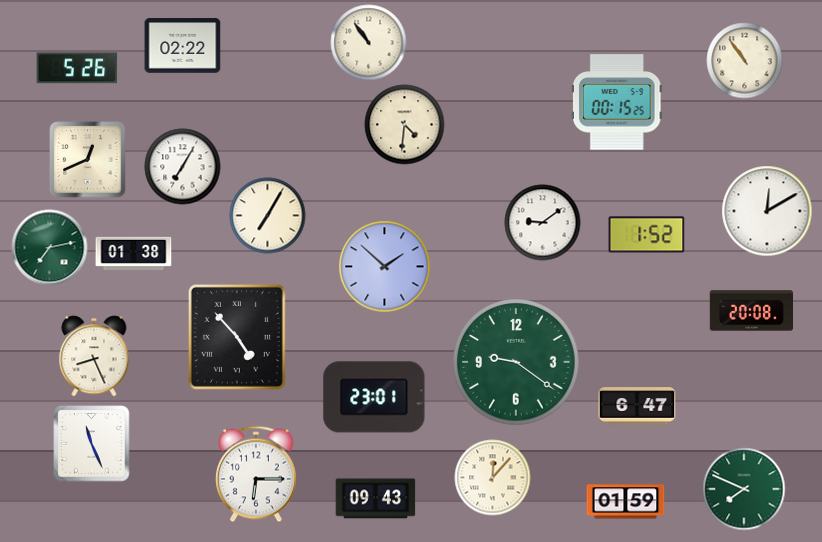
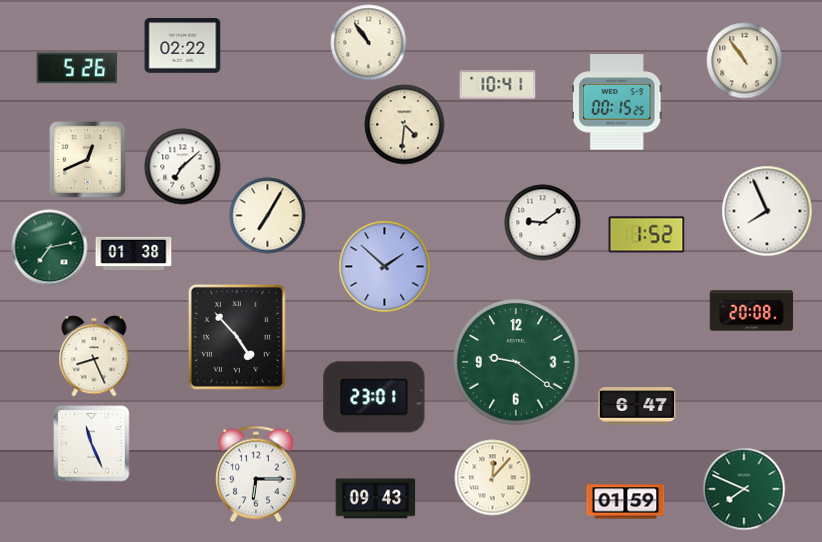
clock at (498, 85): none -> 10:41
clock at (183, 167): 7:05 -> 7:08
clock at (767, 211): 12:10 -> 7:56
